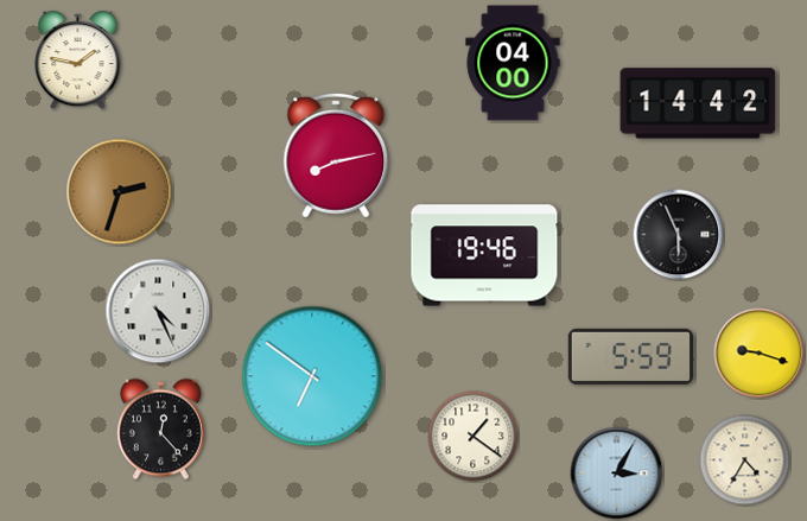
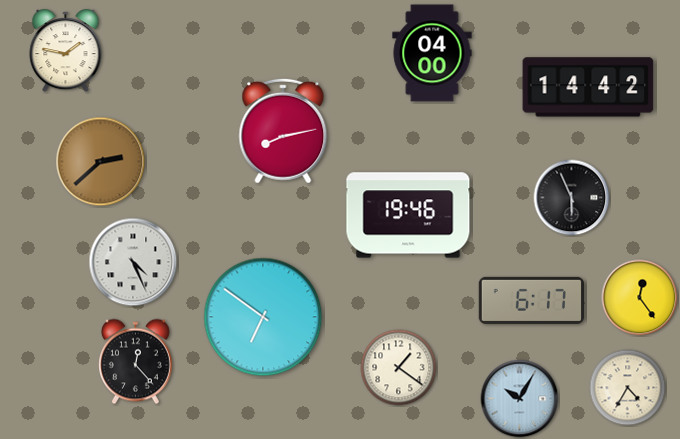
clock at (120, 192): 2:33 -> 2:38
clock at (760, 354): 9:18 -> 12:24
clock at (630, 356): 5:59 -> 6:17
clock at (617, 474): 3:05 -> 10:05
